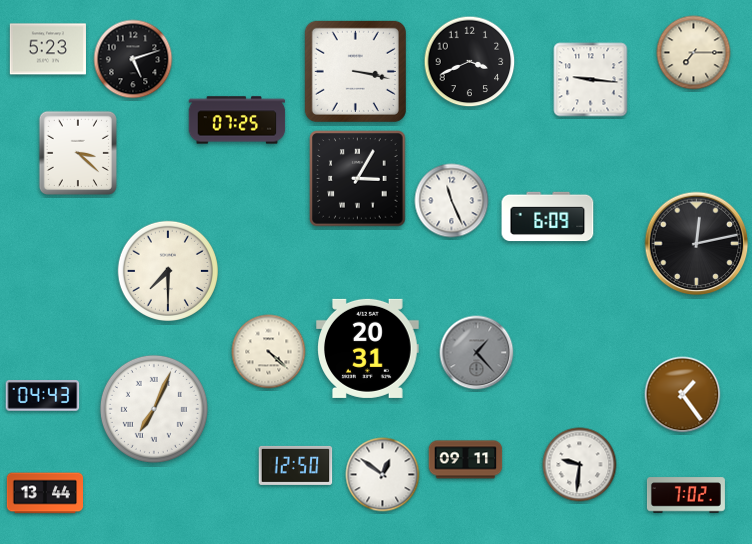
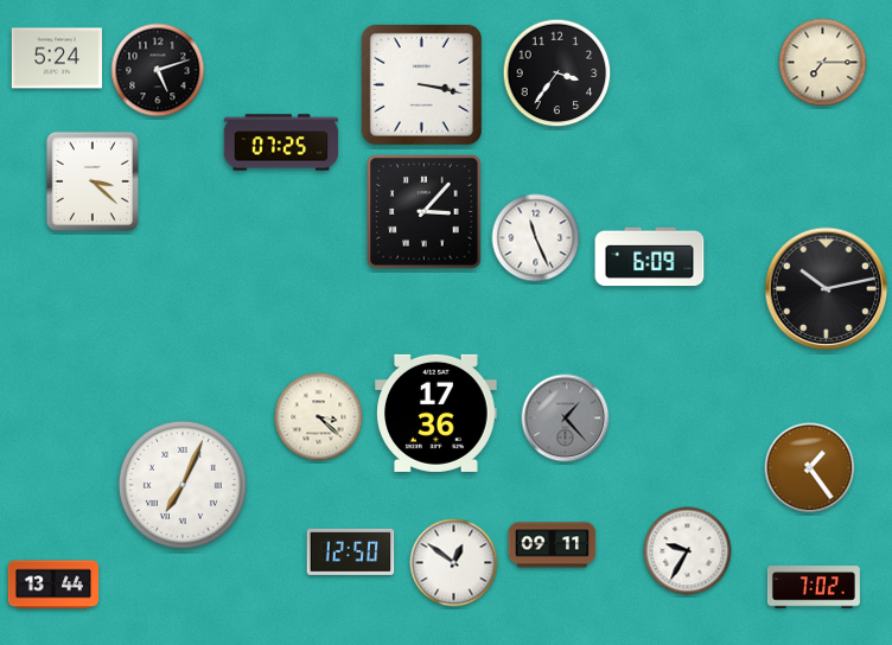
clock at (48, 49): 5:23 -> 5:24
clock at (470, 62): 3:41 -> 3:36
clock at (591, 80): 9:16 -> none
clock at (358, 179): 3:05 -> 3:07
clock at (697, 244): 12:13 -> 10:13
clock at (167, 270): 7:30 -> none
clock at (368, 348): 20:31 -> 17:36
clock at (269, 352): 4:22 -> 3:22
clock at (43, 396): 04:43 -> none
clock at (580, 465): 9:31 -> 9:35
